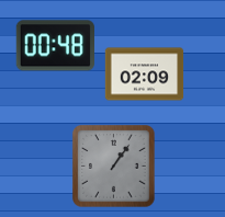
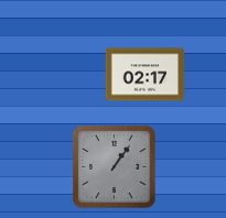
clock at (55, 46): 00:48 -> none
clock at (145, 75): 02:09 -> 02:17
